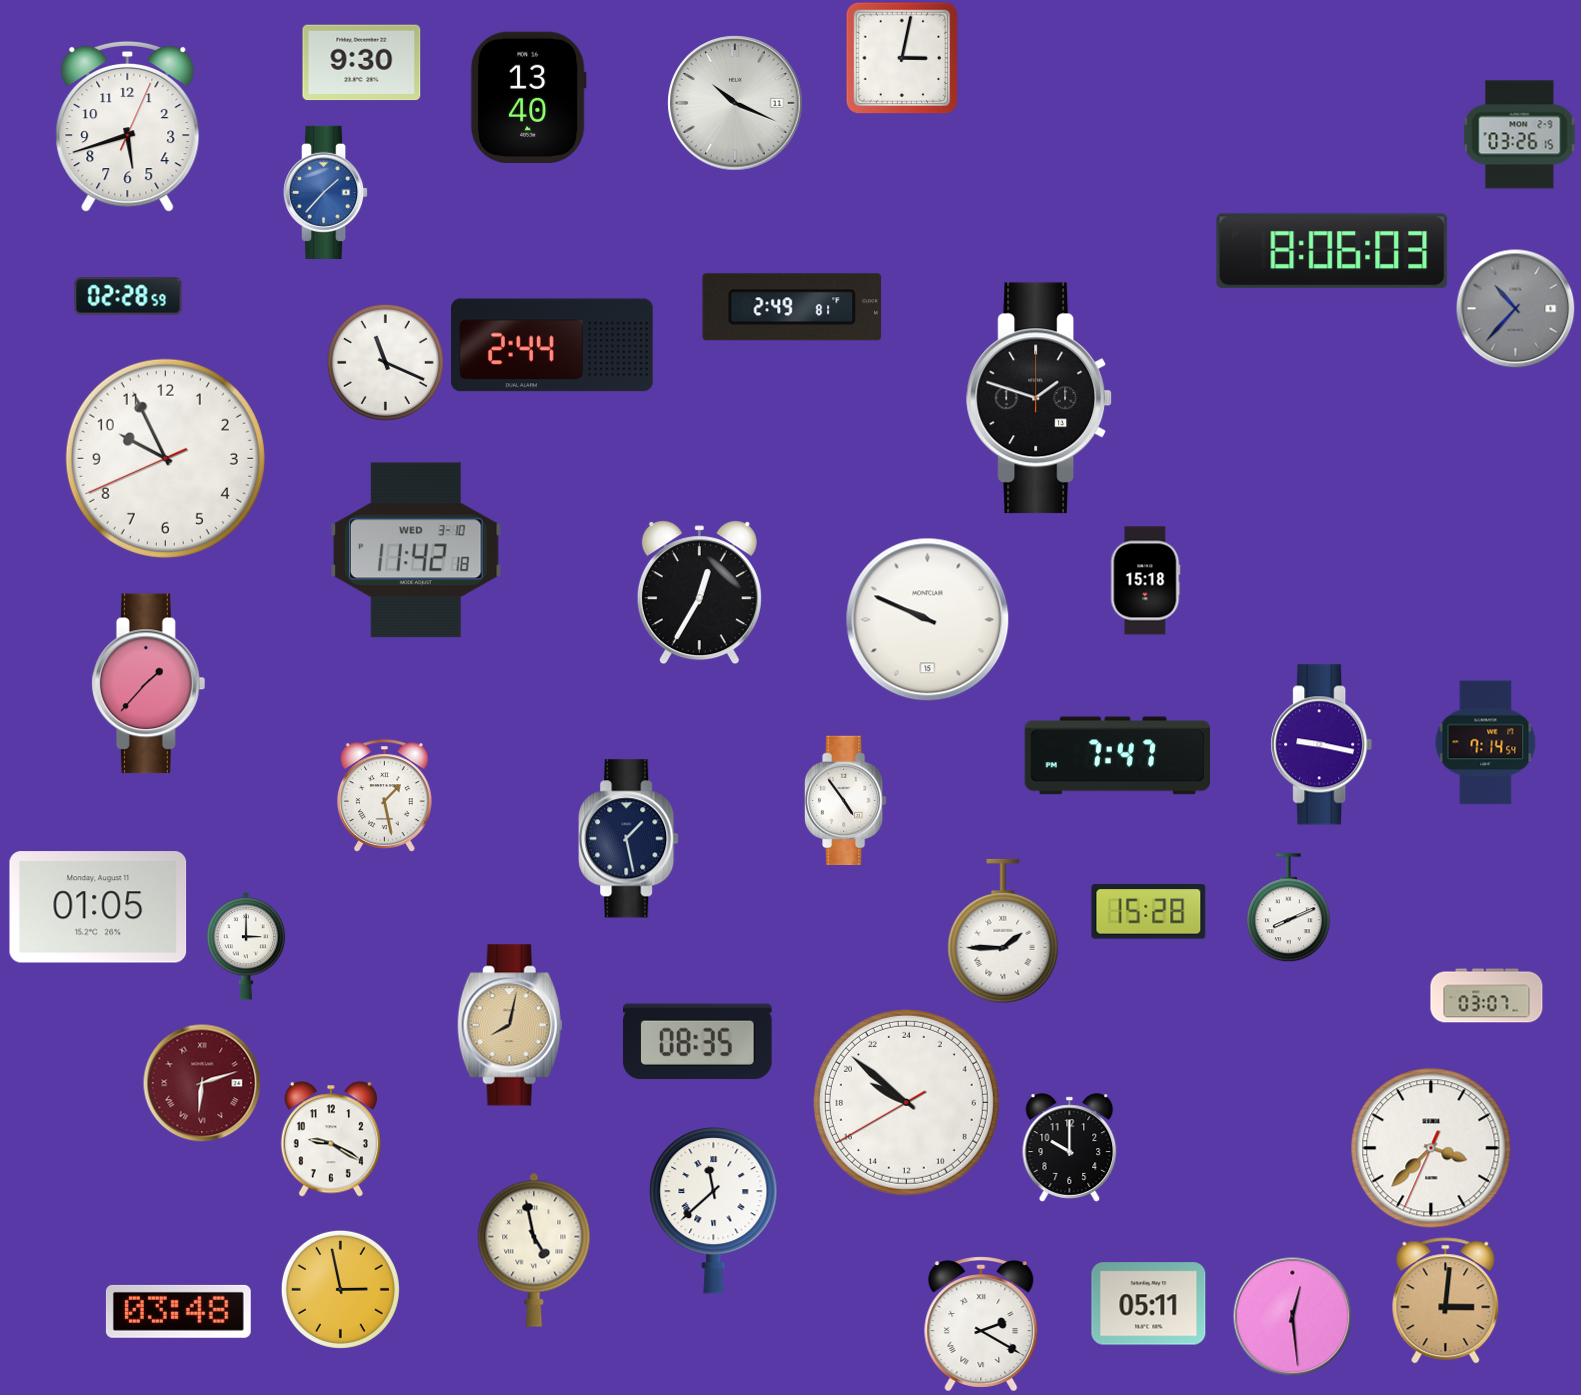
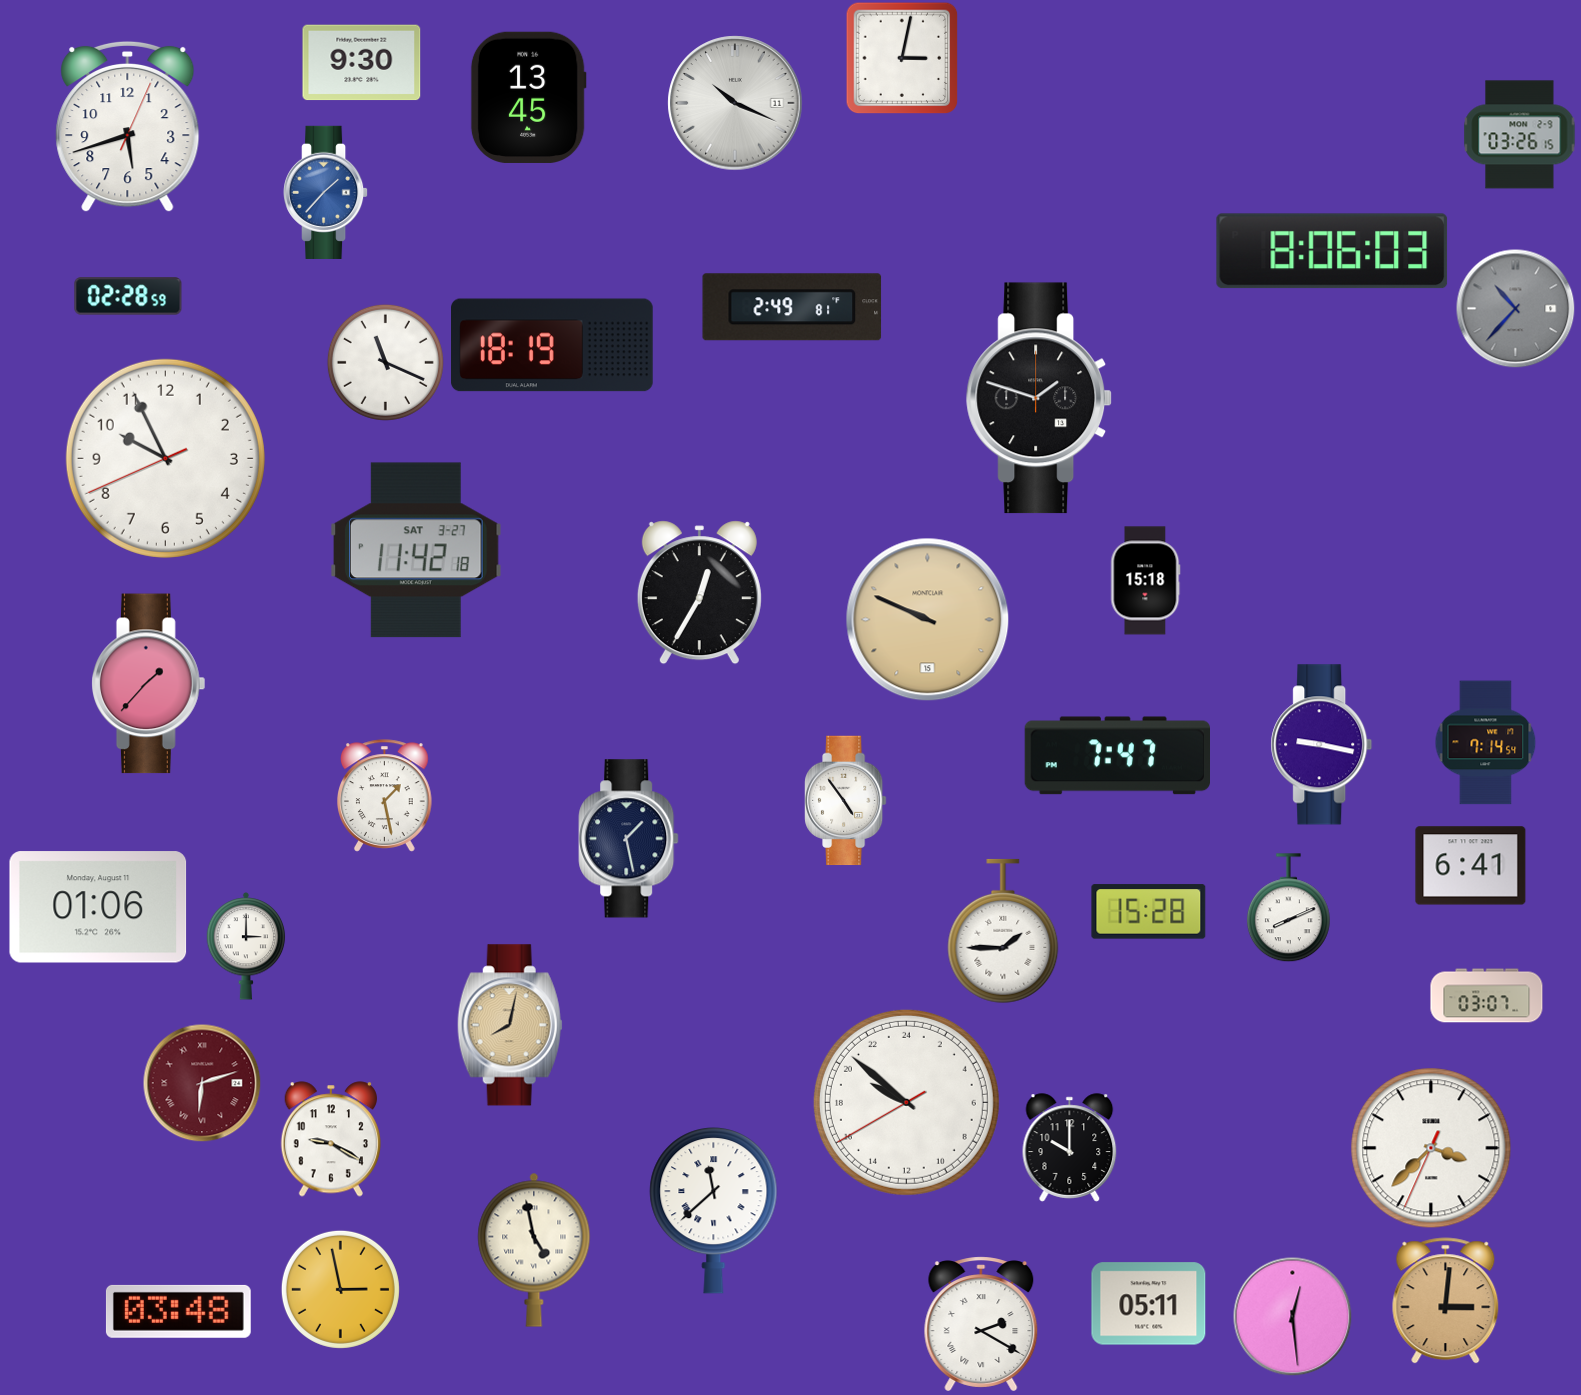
clock at (528, 97): 13:40 -> 13:45
clock at (553, 345): 2:44 -> 18:19
clock at (416, 550) date: WED 3-10 -> SAT 3-27
clock at (928, 620) dial: white -> champagne
clock at (1471, 866): none -> 6:41
clock at (98, 907): 01:05 -> 01:06
clock at (698, 1042): 08:35 -> none
